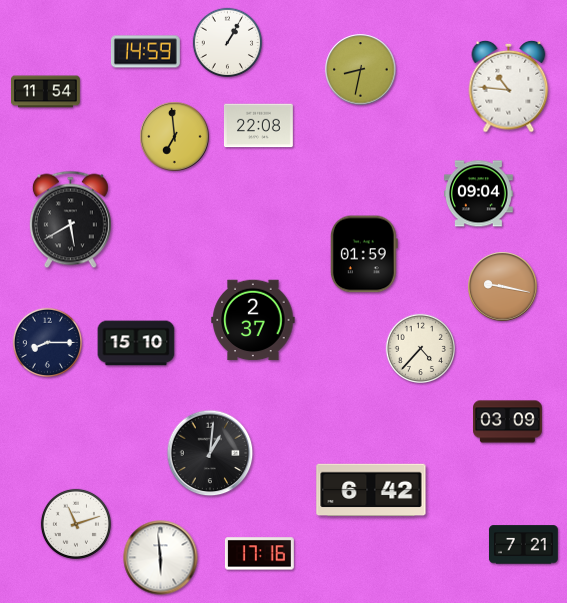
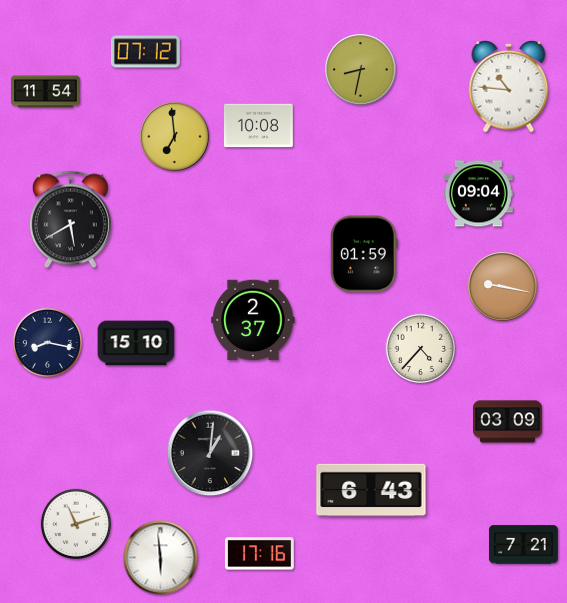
clock at (227, 42): 1:05 -> none
clock at (145, 52): 14:59 -> 07:12
clock at (258, 126): 22:08 -> 10:08
clock at (47, 342): 8:15 -> 8:17
clock at (371, 490): 6:42 -> 6:43
